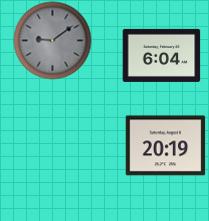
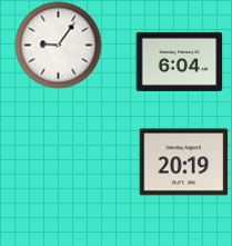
clock at (52, 40): 9:09 -> 9:06
clock at (52, 40) dial: grey -> white
